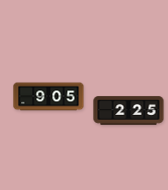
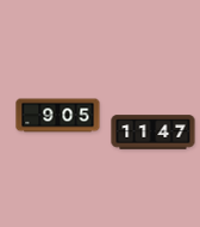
clock at (129, 111): 2:25 -> 11:47
